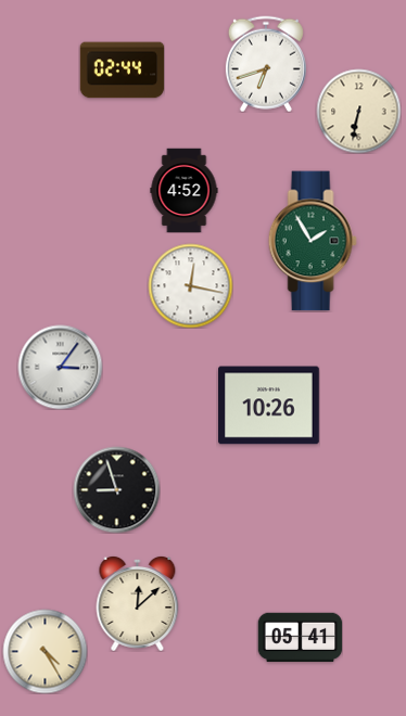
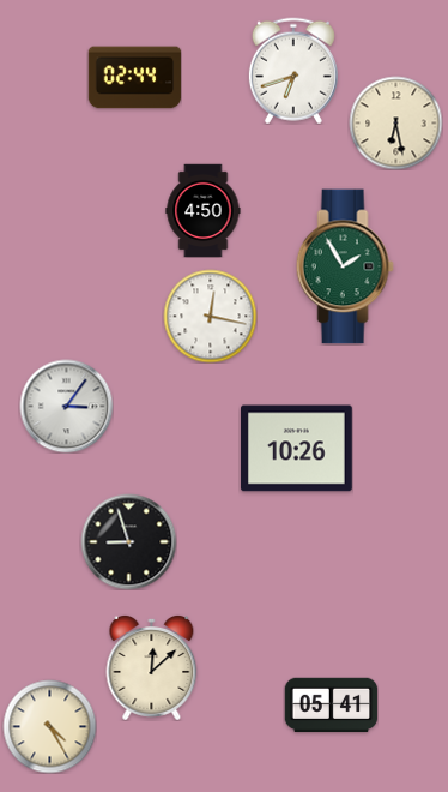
clock at (358, 111): 6:32 -> 6:28
clock at (185, 190): 4:52 -> 4:50
clock at (45, 651) position: (45, 651) -> (49, 726)
